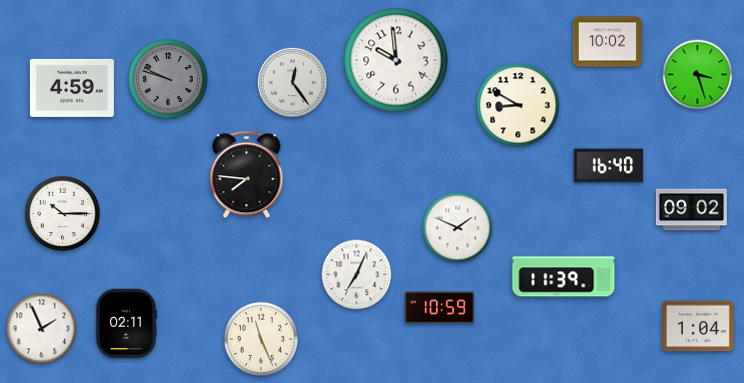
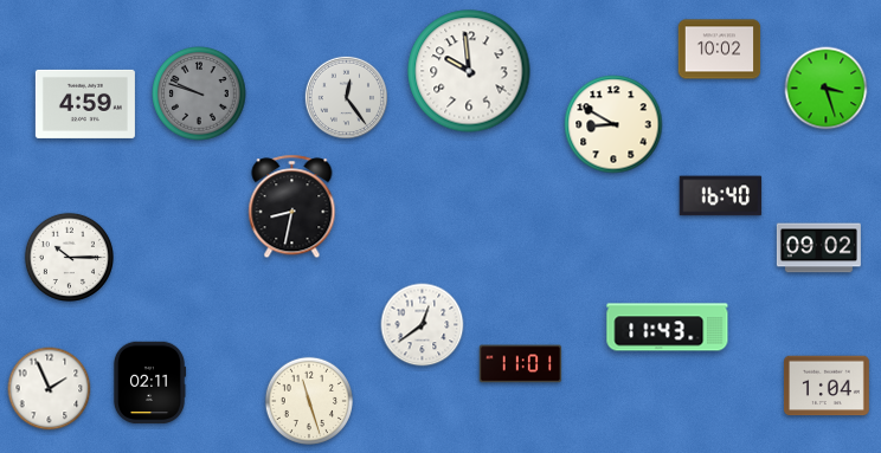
clock at (247, 175): 7:46 -> 8:32
clock at (62, 213) position: (62, 213) -> (69, 257)
clock at (458, 228): 1:49 -> none
clock at (357, 275): 7:04 -> 12:39
clock at (564, 277): 11:39 -> 11:43
clock at (440, 308): 10:59 -> 11:01
clock at (260, 338): 11:26 -> 11:27
